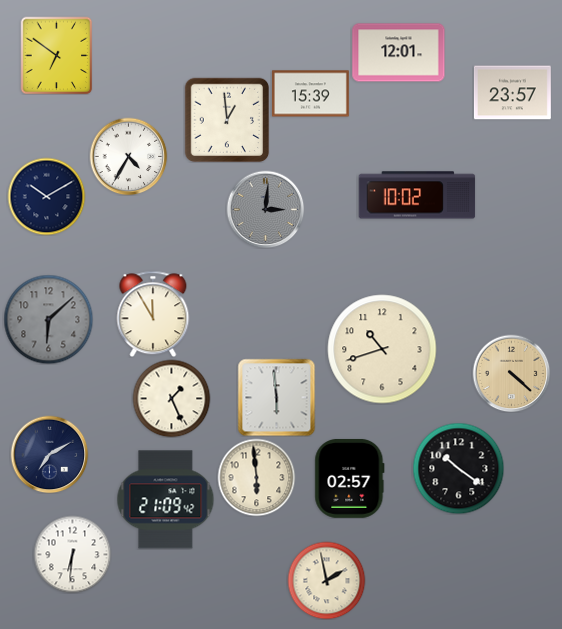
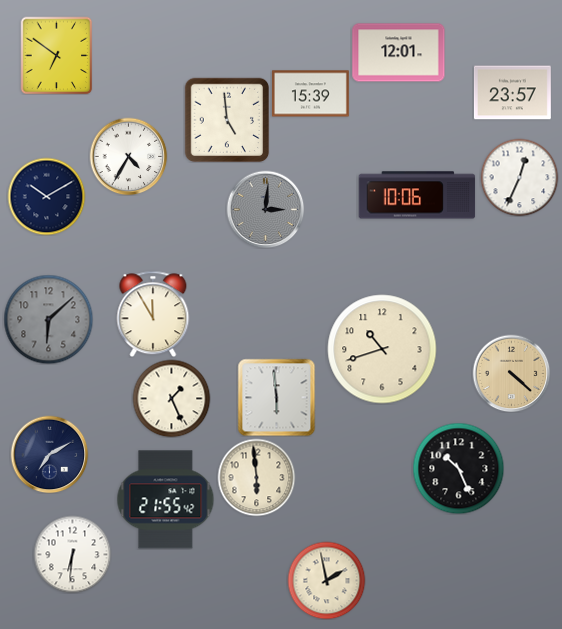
clock at (227, 120): 12:59 -> 4:59
clock at (519, 177): none -> 12:34
clock at (417, 195): 10:02 -> 10:06
clock at (458, 468): 10:21 -> 10:26
clock at (350, 478): 02:57 -> none
clock at (166, 500): 21:09 -> 21:55
